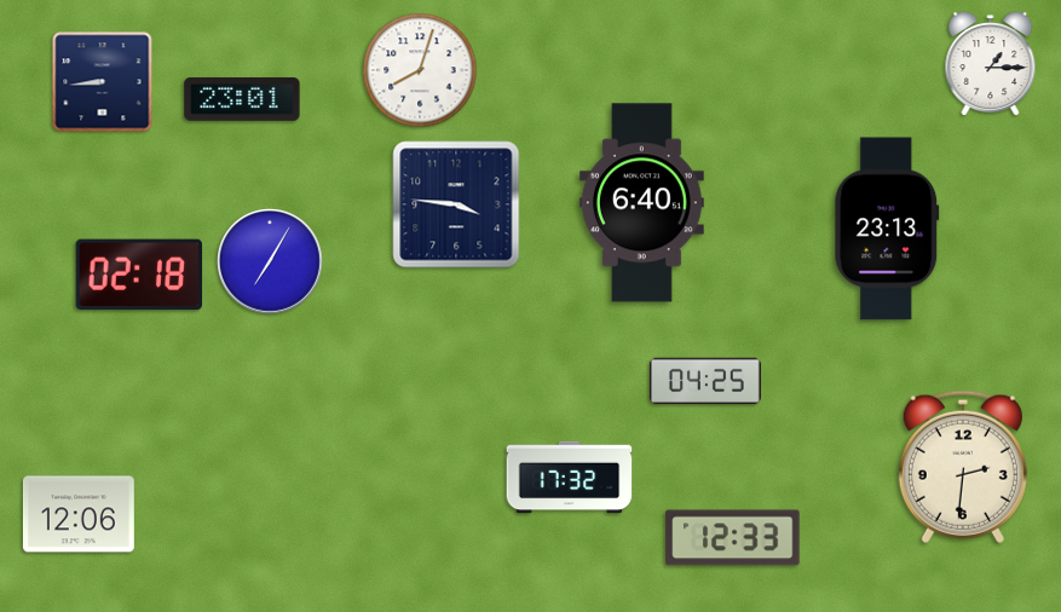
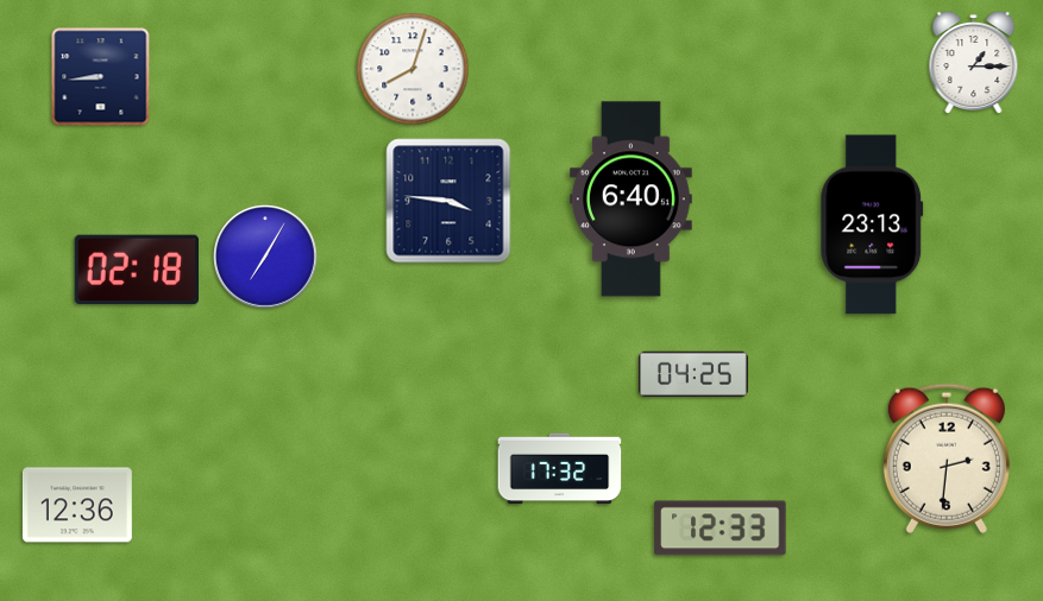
clock at (103, 82) position: (103, 82) -> (101, 77)
clock at (242, 99): 23:01 -> none
clock at (79, 514): 12:06 -> 12:36
